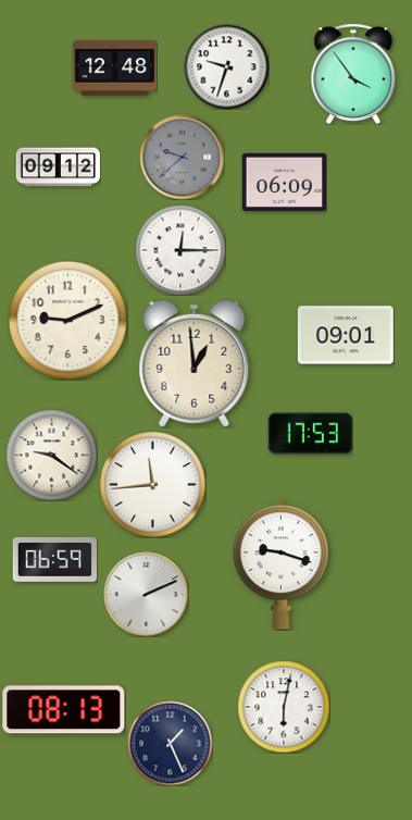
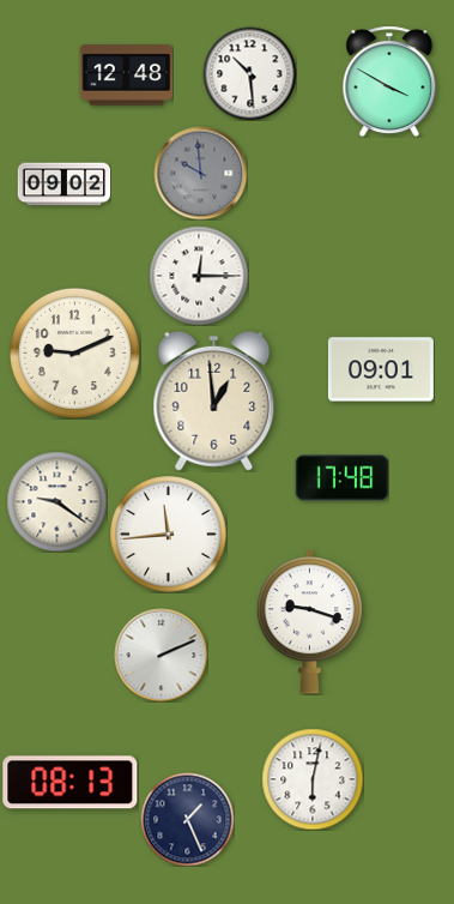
clock at (226, 66): 9:33 -> 10:29
clock at (353, 74): 3:54 -> 3:50
clock at (182, 157): 9:38 -> 9:59
clock at (58, 167): 09:12 -> 09:02
clock at (284, 182): 06:09 -> none
clock at (310, 434): 17:53 -> 17:48
clock at (54, 560): 06:59 -> none
